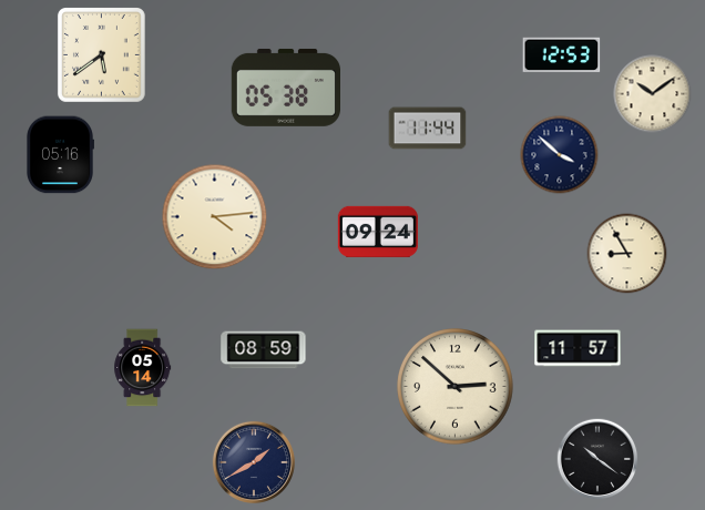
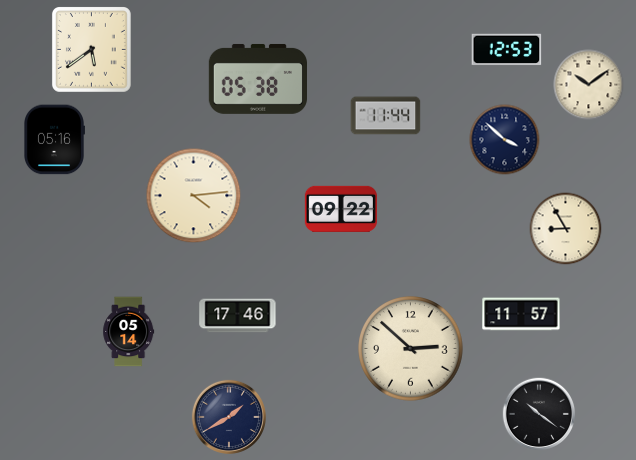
clock at (378, 232): 09:24 -> 09:22
clock at (264, 350): 08:59 -> 17:46
